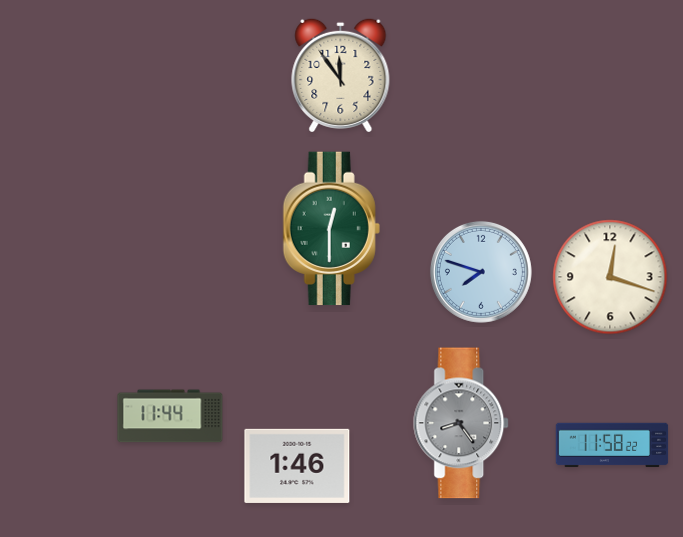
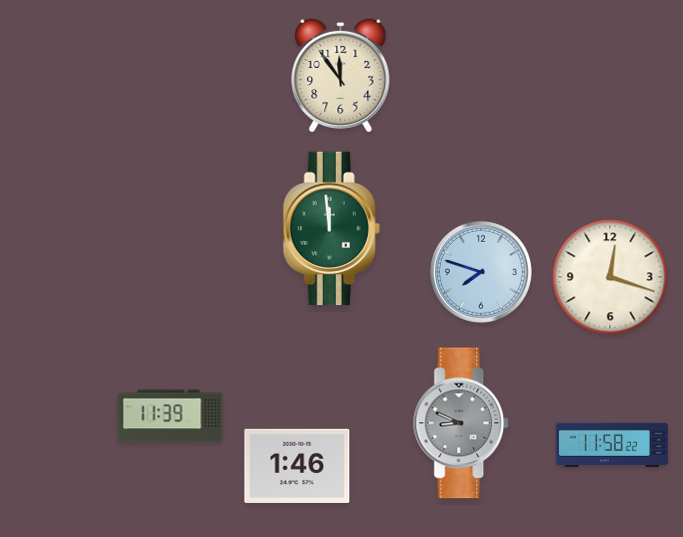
clock at (331, 229): 12:30 -> 11:59
clock at (170, 416): 11:44 -> 11:39
clock at (462, 423): 8:24 -> 8:49
